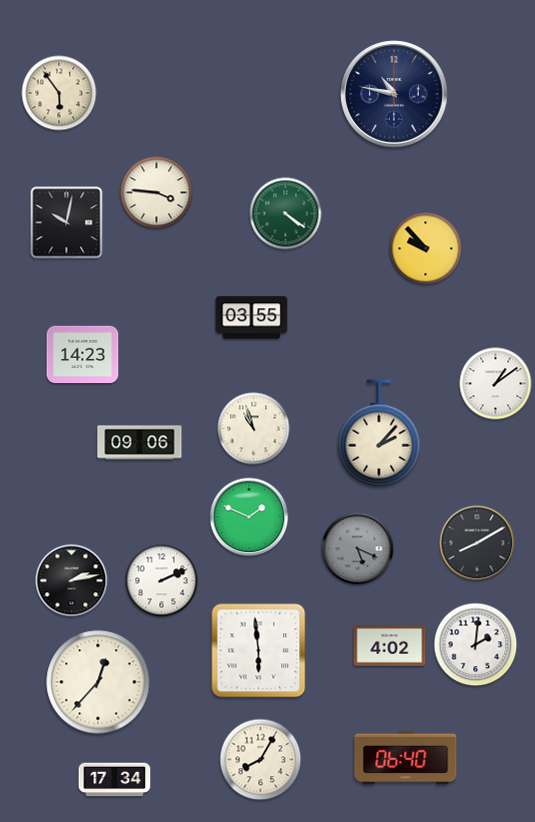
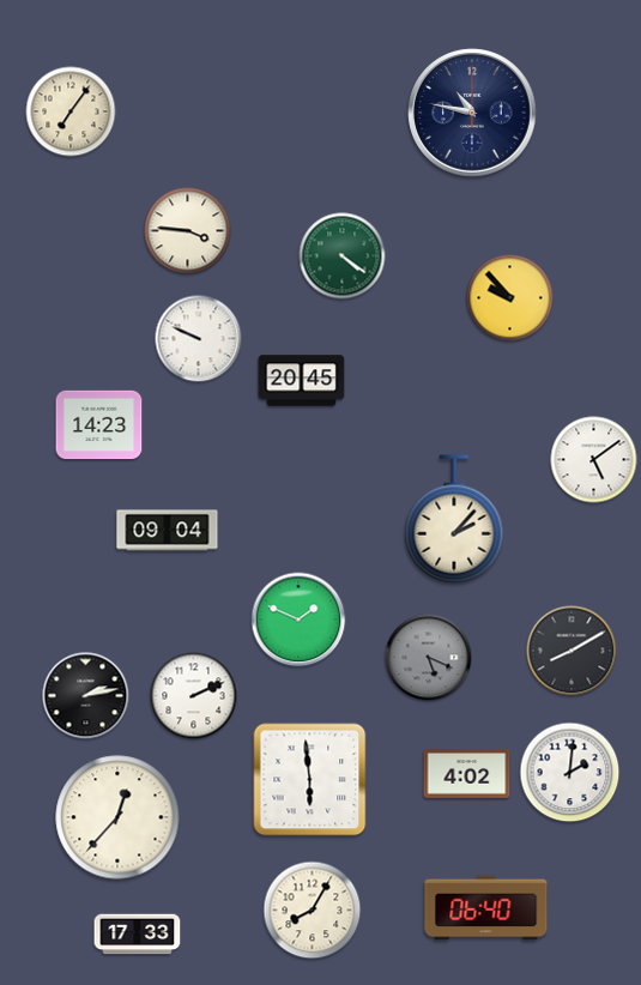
clock at (59, 93): 5:54 -> 7:06
clock at (67, 223): 10:02 -> none
clock at (199, 339): none -> 9:49
clock at (252, 318): 03:55 -> 20:45
clock at (496, 384): 1:09 -> 5:09
clock at (254, 429): 10:57 -> none
clock at (140, 443): 09:06 -> 09:04
clock at (115, 780): 17:34 -> 17:33
